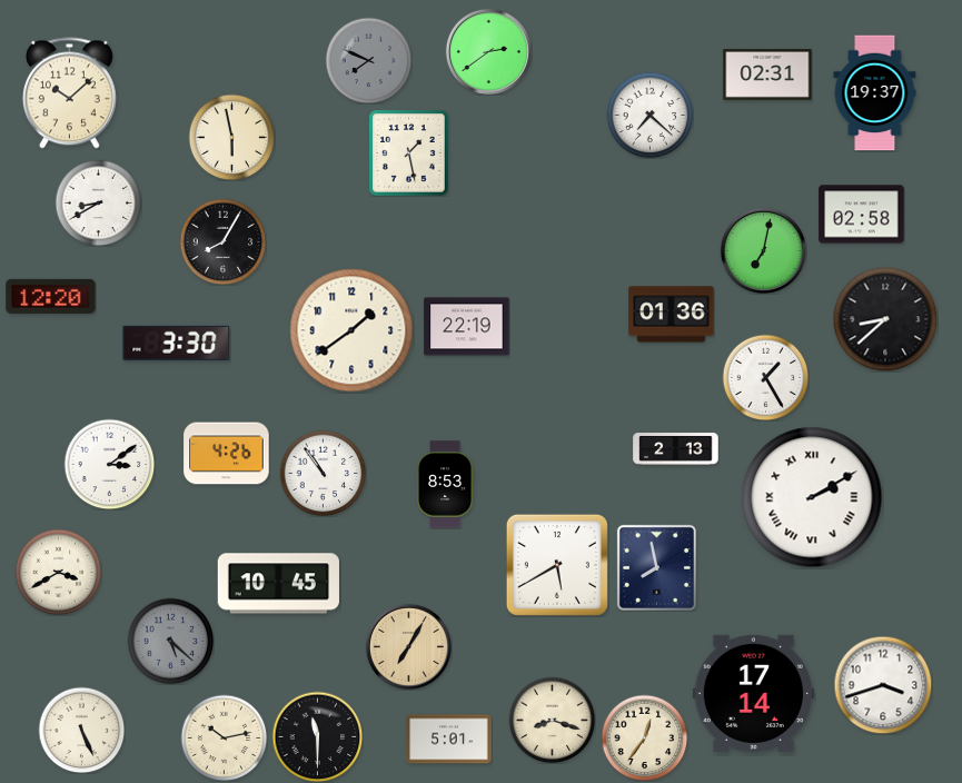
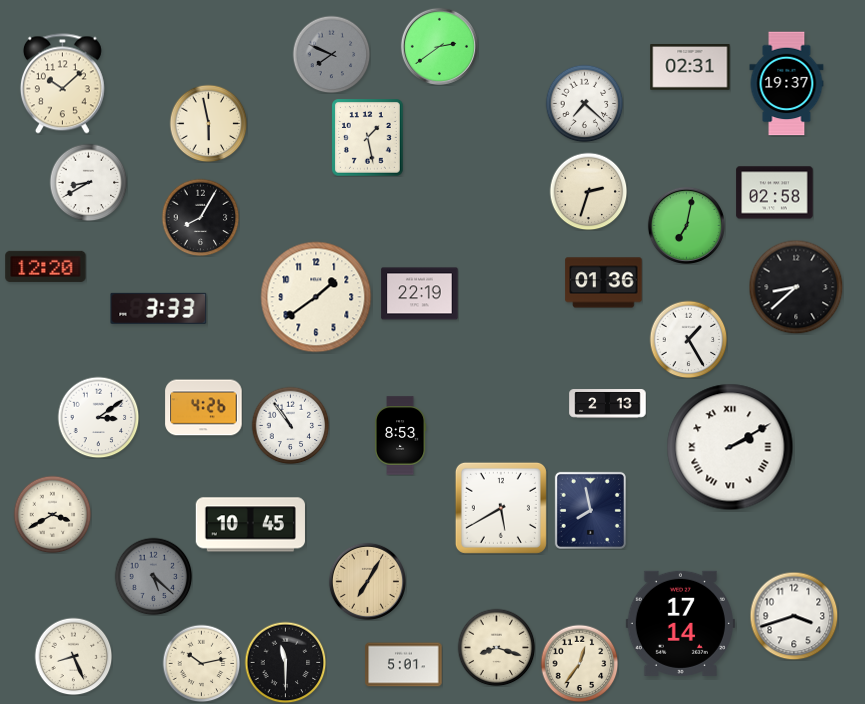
clock at (588, 191): none -> 2:33
clock at (177, 343): 3:30 -> 3:33
clock at (753, 693) position: (753, 693) -> (680, 623)
clock at (81, 730): 5:26 -> 8:26
